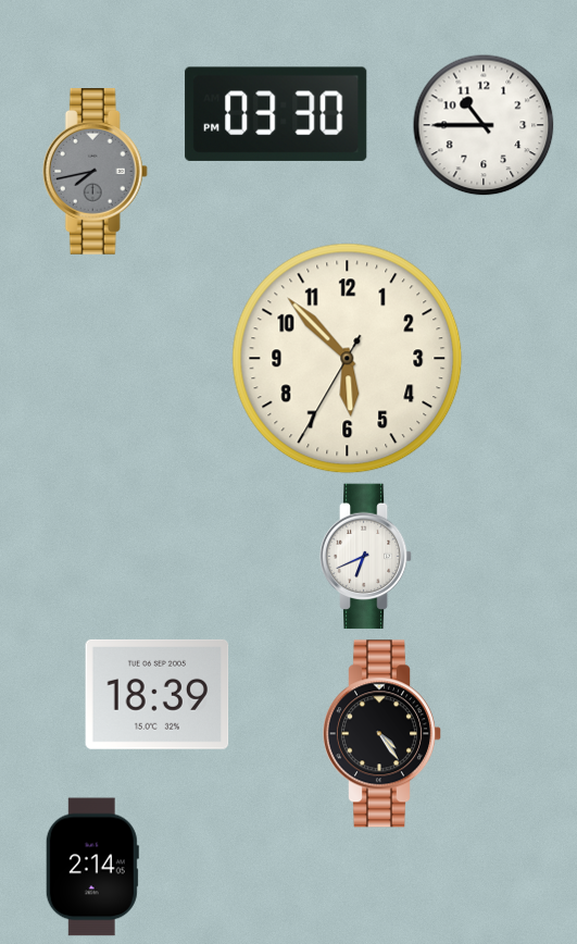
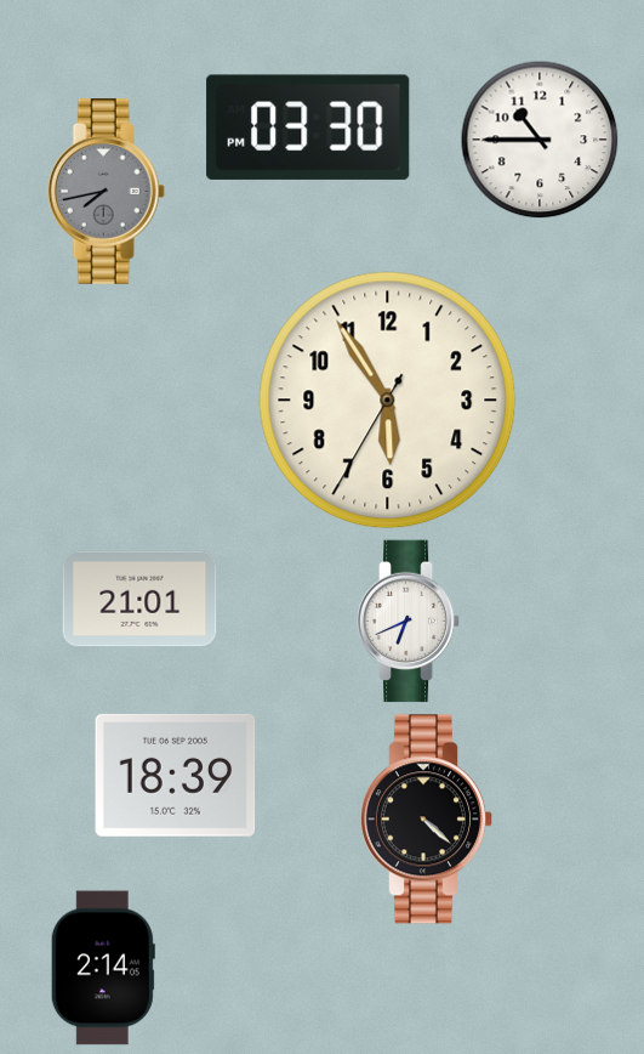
clock at (348, 359): 5:52 -> 5:54
clock at (139, 599): none -> 21:01
clock at (381, 734): 4:24 -> 4:22
